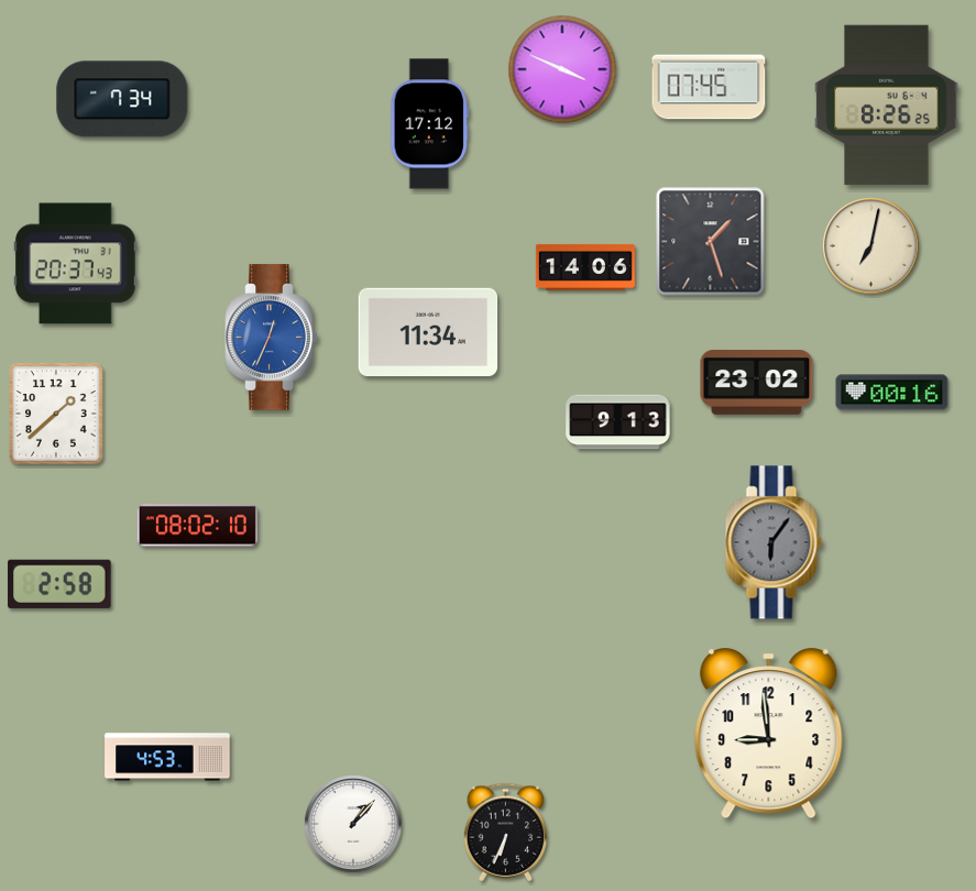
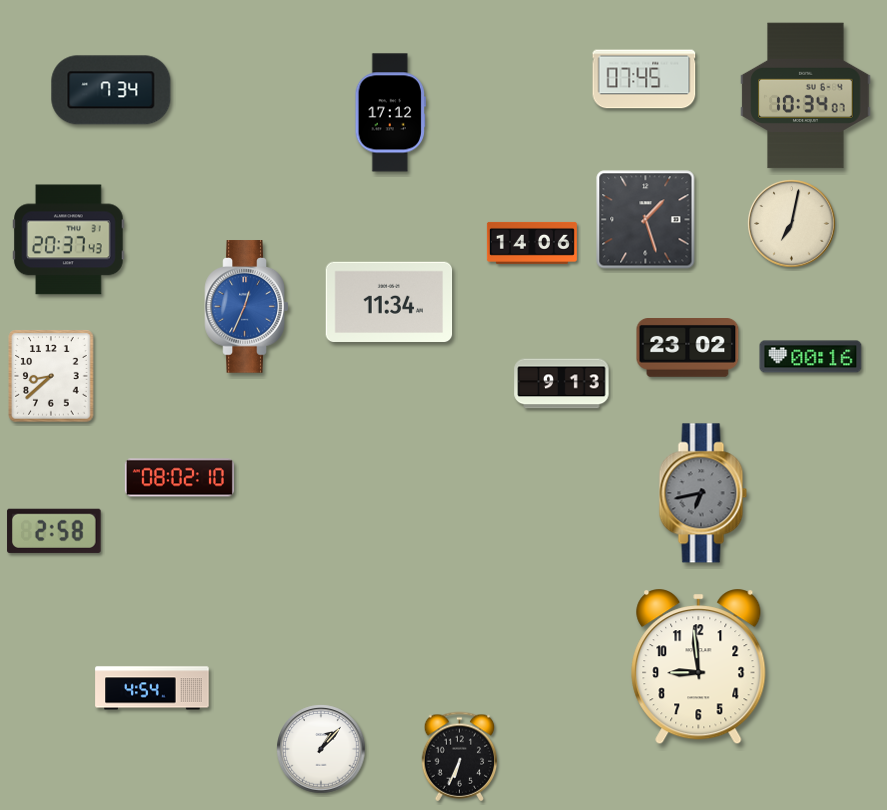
clock at (562, 69): 3:49 -> none
clock at (887, 106): 8:26 -> 10:34
clock at (56, 414): 1:38 -> 8:38
clock at (774, 542): 6:06 -> 6:43
clock at (167, 757): 4:53 -> 4:54
